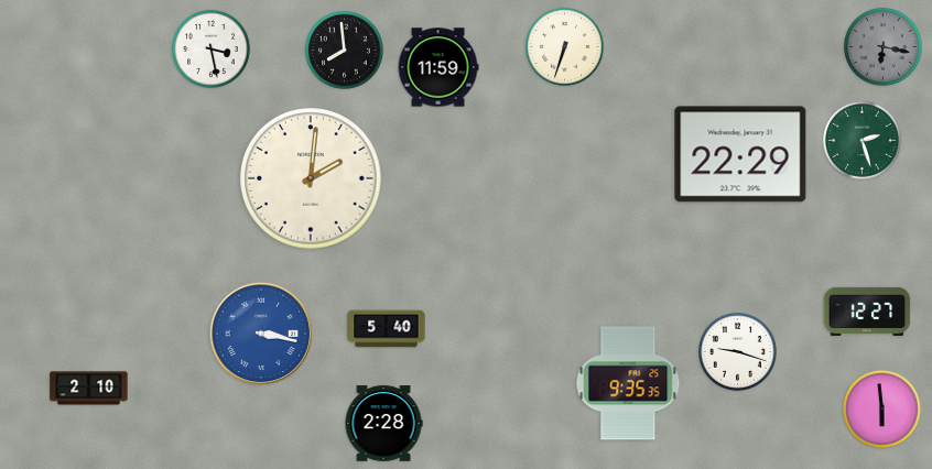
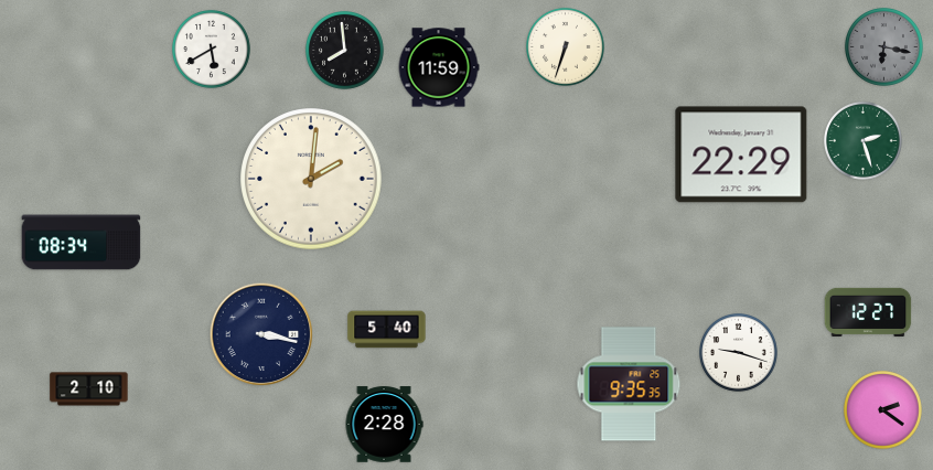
clock at (212, 50): 3:28 -> 5:40
clock at (82, 243): none -> 08:34
clock at (261, 334) dial: blue -> navy
clock at (882, 410): 5:59 -> 2:21
